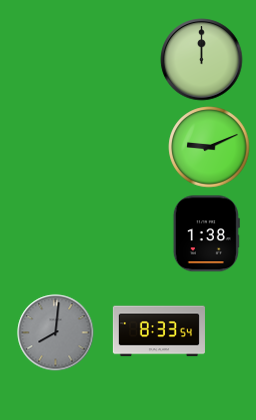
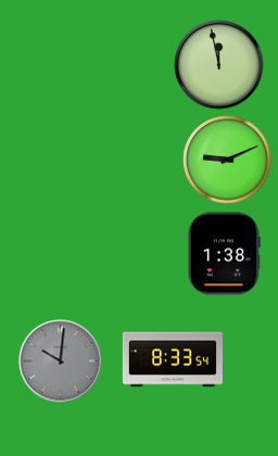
clock at (202, 60): 12:00 -> 11:58
clock at (56, 333): 8:01 -> 10:01
